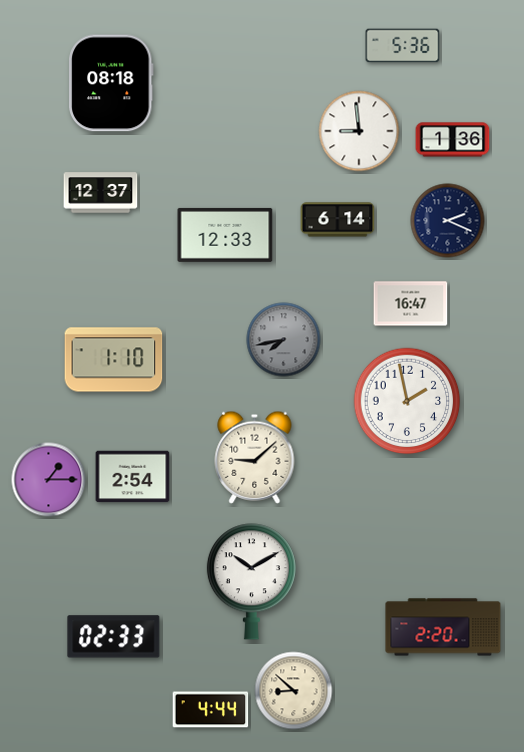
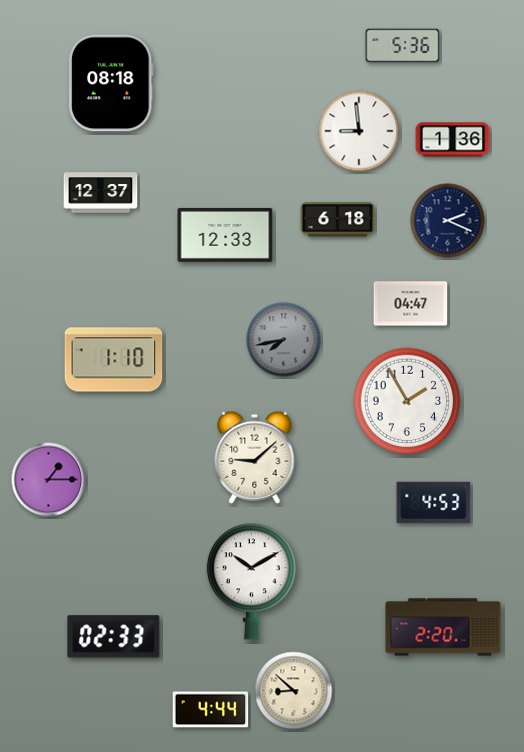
clock at (338, 220): 6:14 -> 6:18
clock at (411, 304): 16:47 -> 04:47
clock at (407, 401): 1:58 -> 1:55
clock at (133, 477): 2:54 -> none
clock at (434, 502): none -> 4:53
